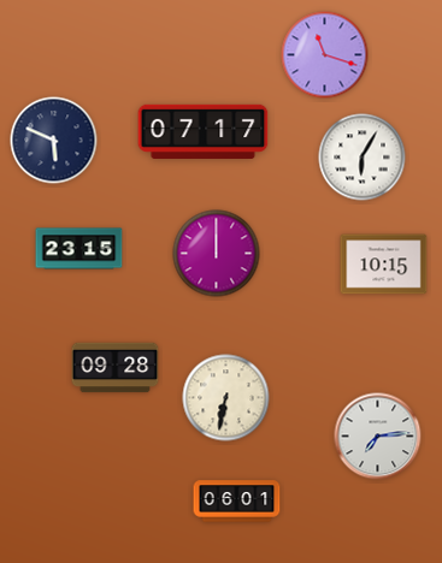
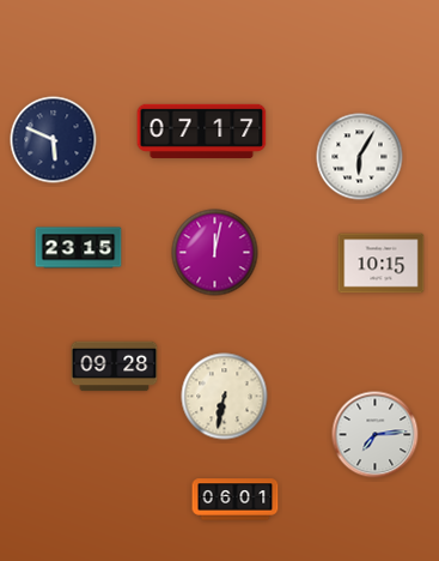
clock at (325, 55): 11:18 -> none
clock at (217, 254): 12:00 -> 12:02
